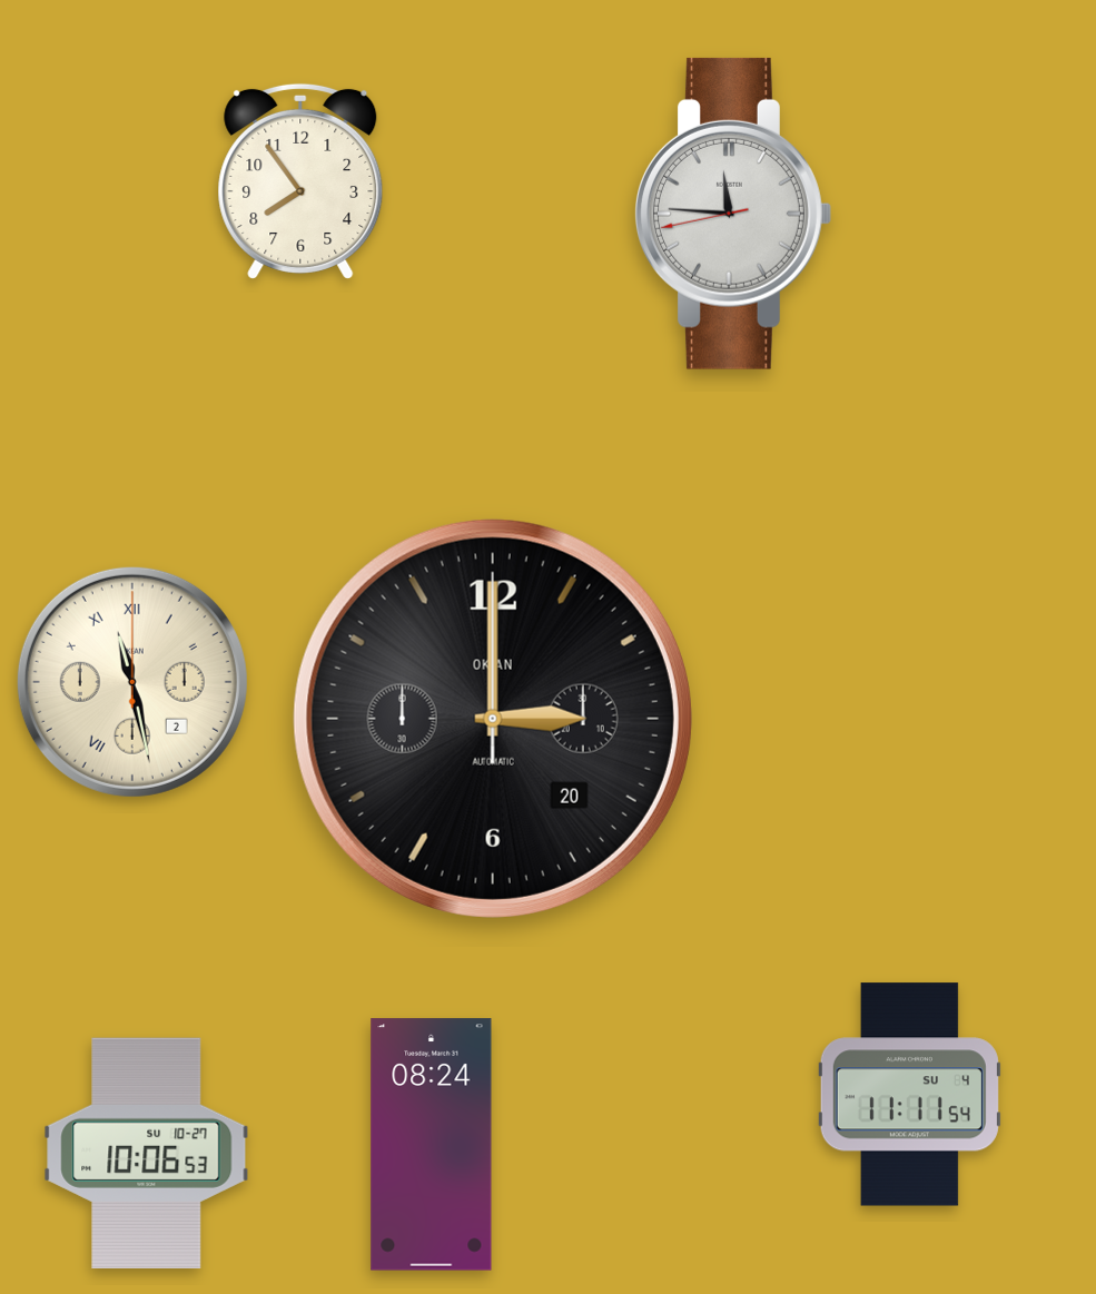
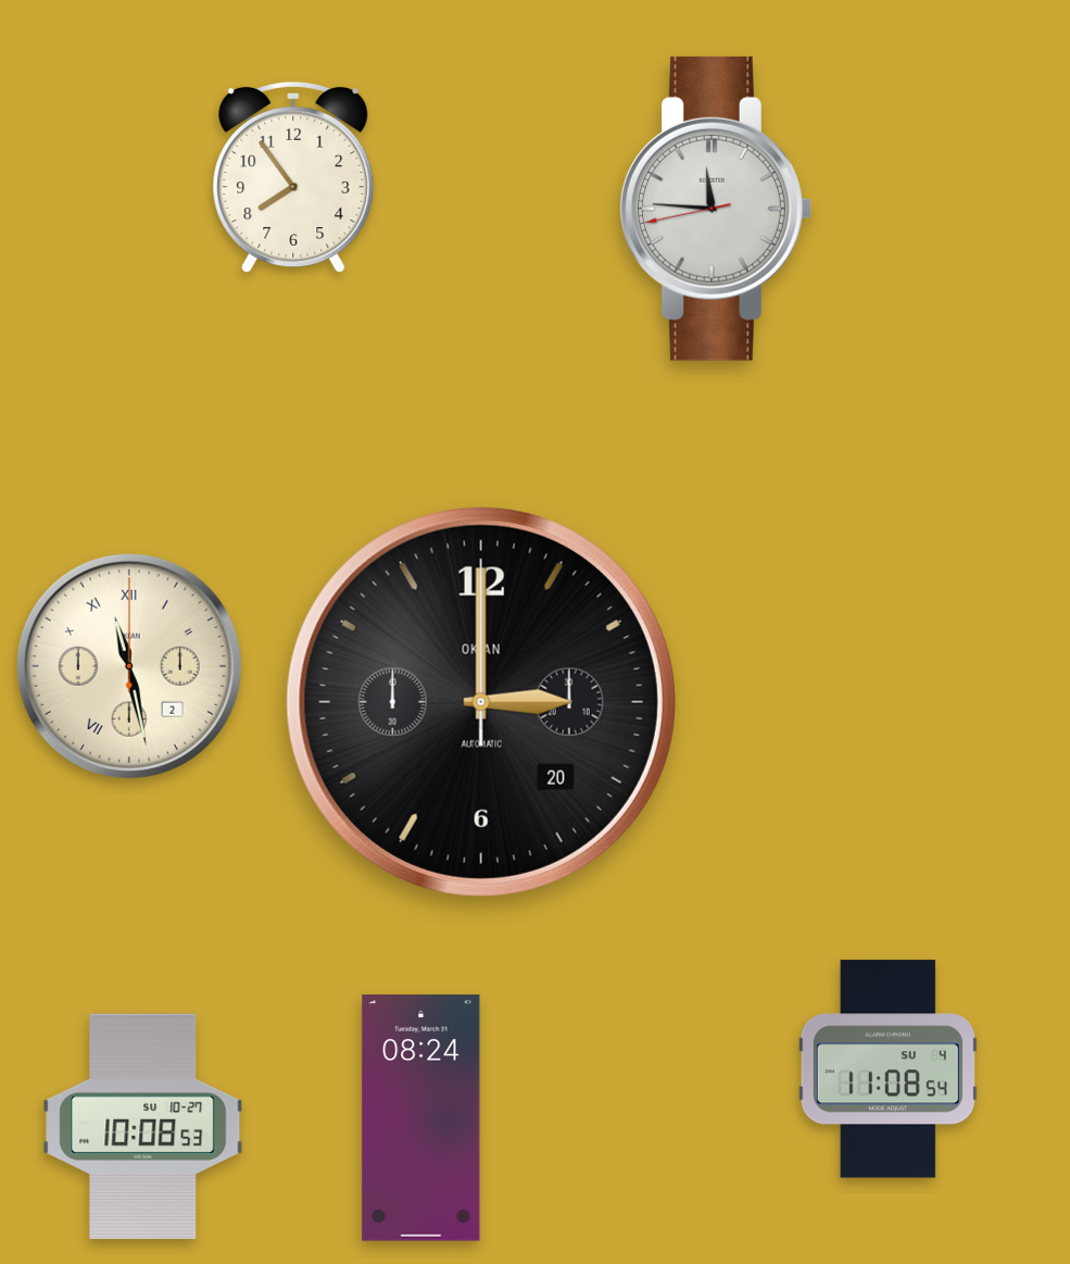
clock at (909, 1095): 11:11 -> 11:08
clock at (147, 1153): 10:06 -> 10:08
